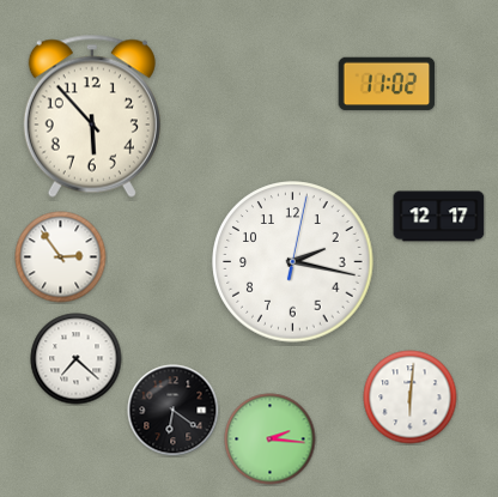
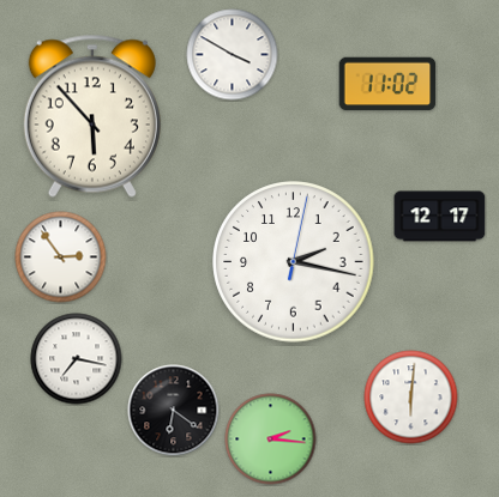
clock at (233, 55): none -> 3:50
clock at (77, 359): 7:22 -> 7:17
